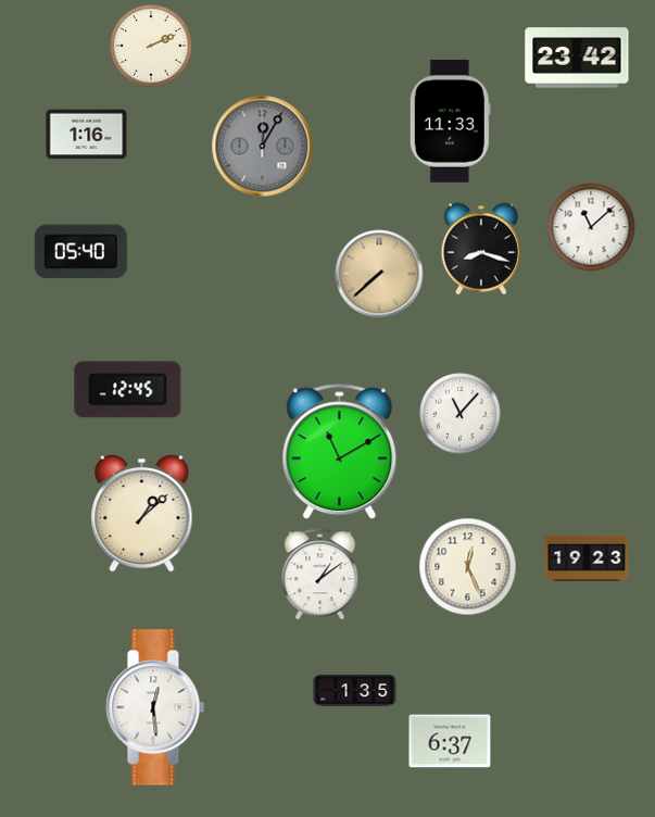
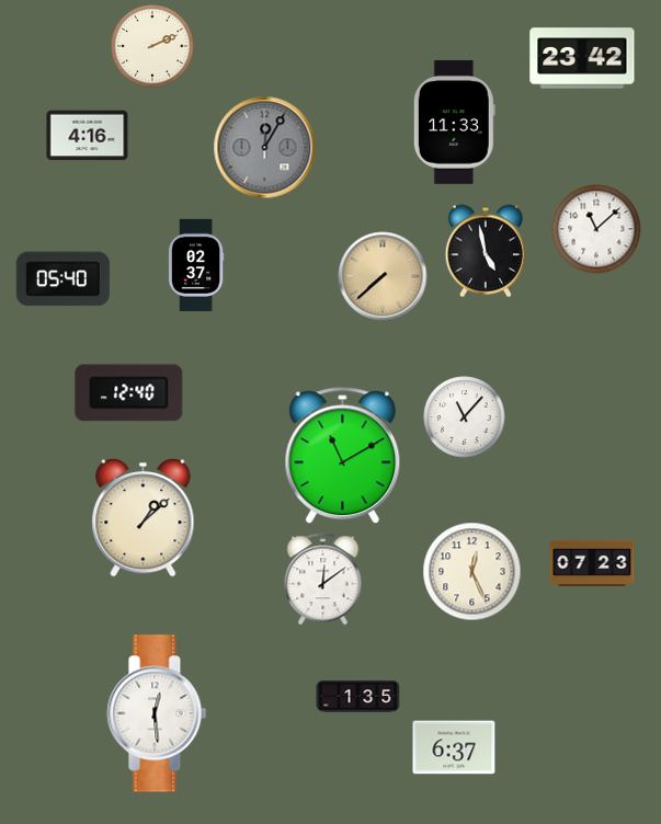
clock at (87, 135): 1:16 -> 4:16
clock at (481, 249): 8:18 -> 4:58
clock at (80, 252) position: (80, 252) -> (62, 279)
clock at (196, 264): none -> 02:37
clock at (128, 390): 12:45 -> 12:40
clock at (587, 558): 19:23 -> 07:23
clock at (320, 575): 1:09 -> 12:09
